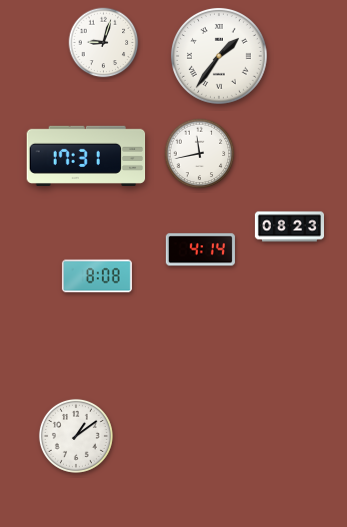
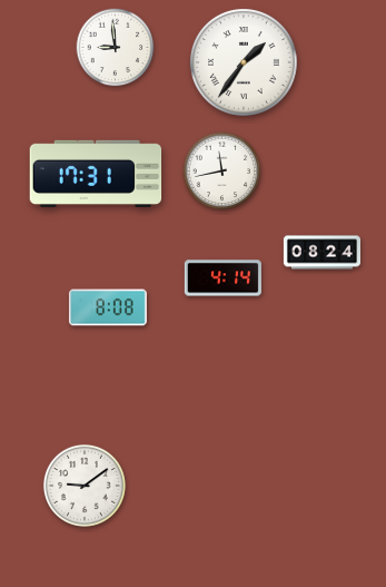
clock at (104, 43): 9:03 -> 8:59
clock at (289, 227): 08:23 -> 08:24
clock at (76, 436): 1:09 -> 9:09
